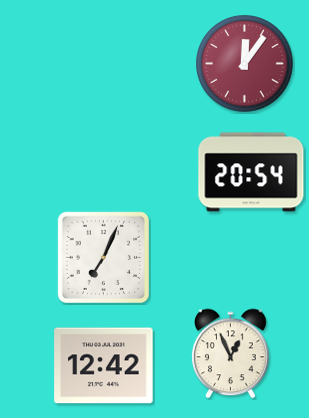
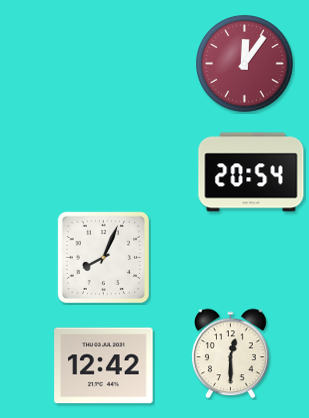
clock at (103, 257): 7:04 -> 8:04
clock at (231, 354): 12:56 -> 12:30
